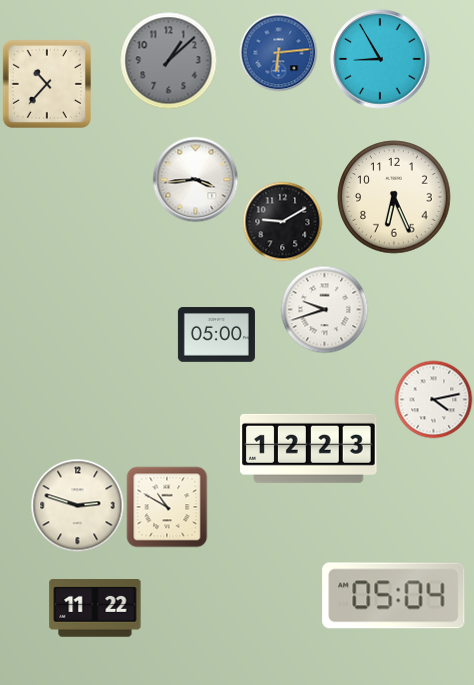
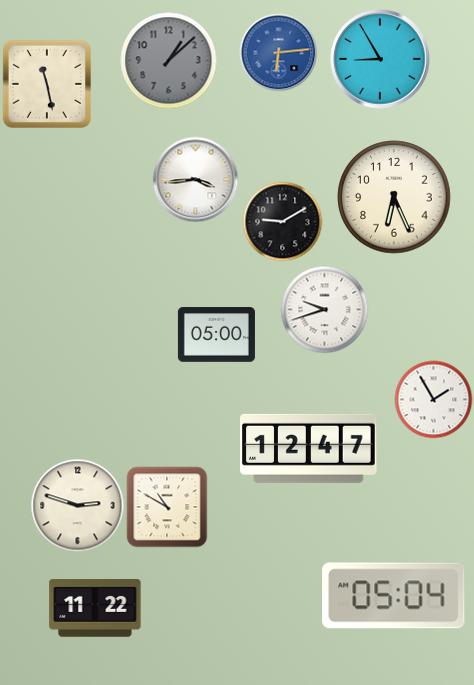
clock at (47, 84): 10:37 -> 11:28
clock at (433, 399): 4:13 -> 1:55
clock at (309, 448): 12:23 -> 12:47
